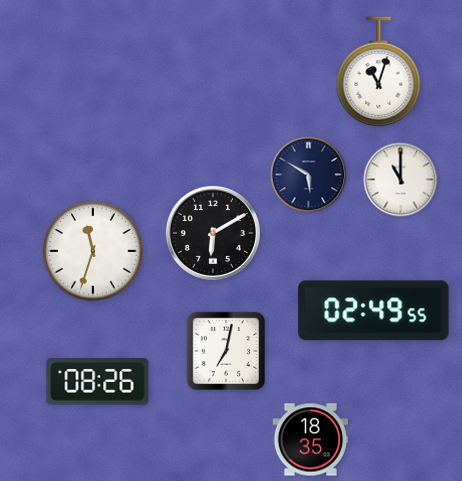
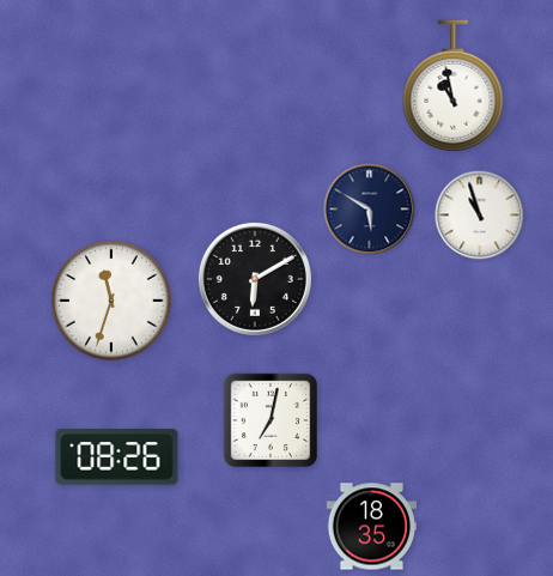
clock at (379, 72): 11:03 -> 10:58
clock at (401, 180): 11:00 -> 10:57
clock at (374, 311): 02:49 -> none
